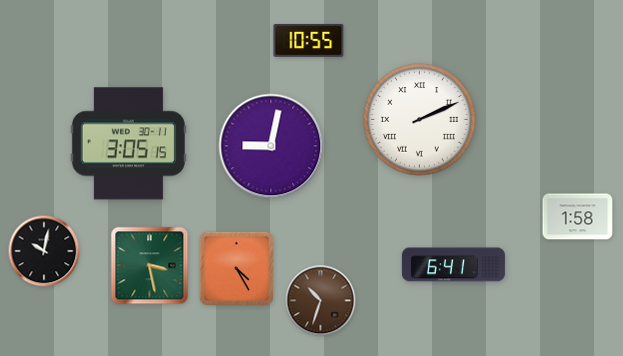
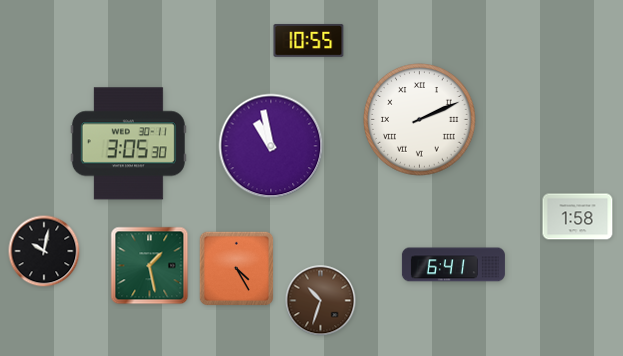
clock at (128, 144): 3:05:15 -> 3:05:30
clock at (271, 146): 9:02 -> 10:58
clock at (150, 266): 3:28 -> 1:28
